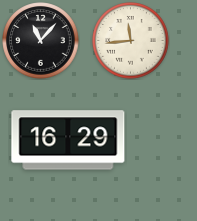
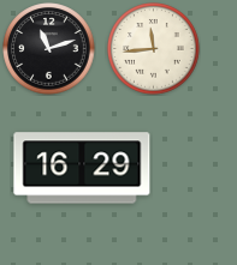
clock at (41, 41): 11:07 -> 11:12
clock at (131, 41) position: (131, 41) -> (154, 49)
